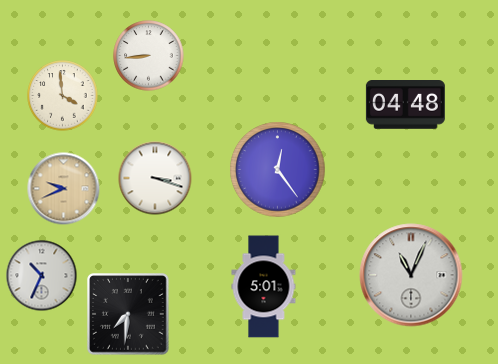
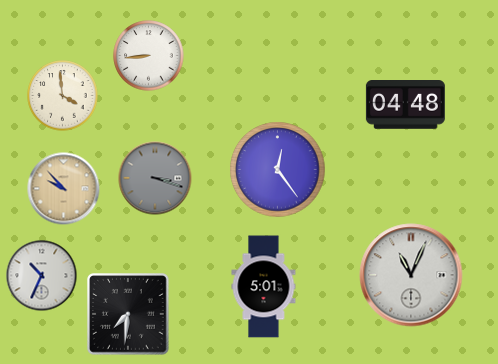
clock at (155, 178) dial: white -> grey
clock at (64, 189): 9:41 -> 9:53
